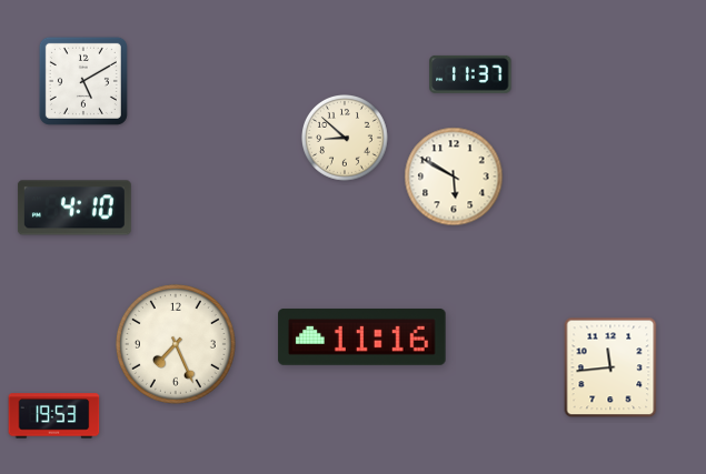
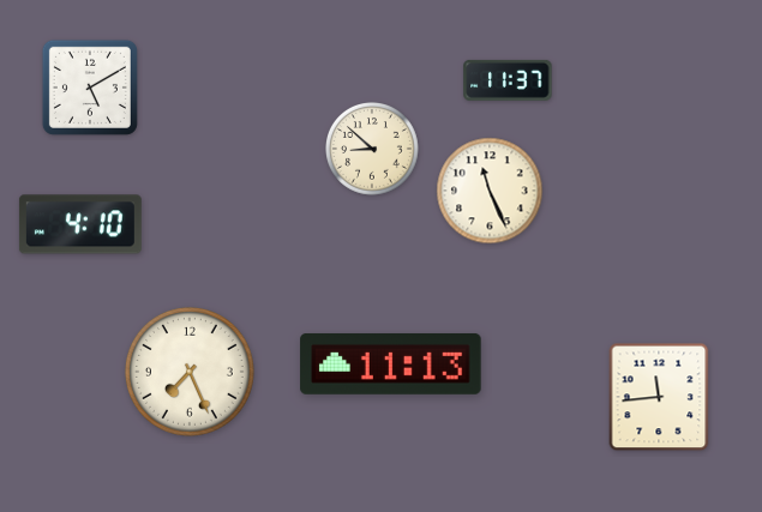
clock at (454, 177): 5:50 -> 11:26
clock at (362, 336): 11:16 -> 11:13
clock at (54, 416): 19:53 -> none
